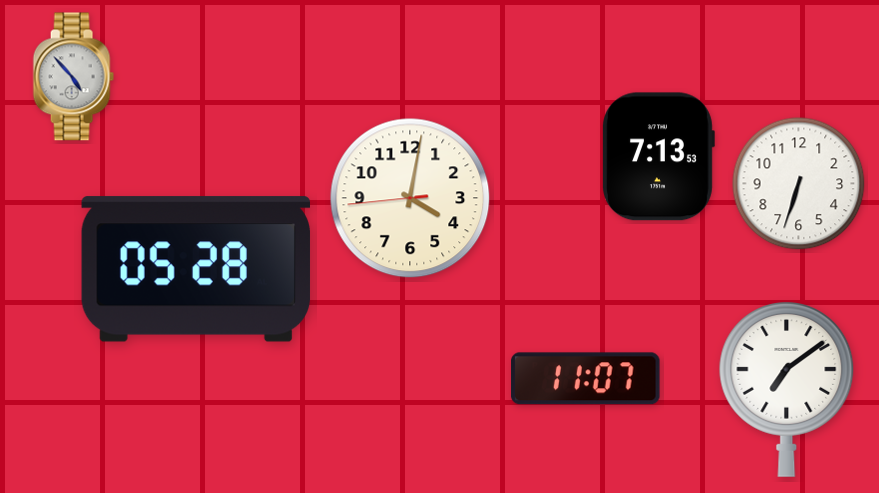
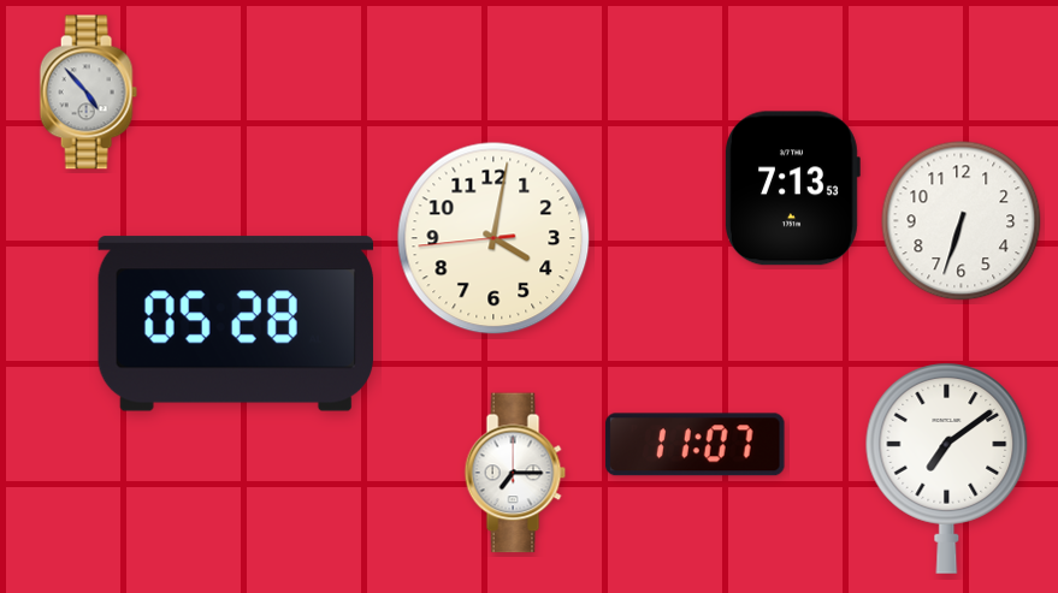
clock at (586, 379) position: (586, 379) -> (696, 445)
clock at (515, 473): none -> 7:15
